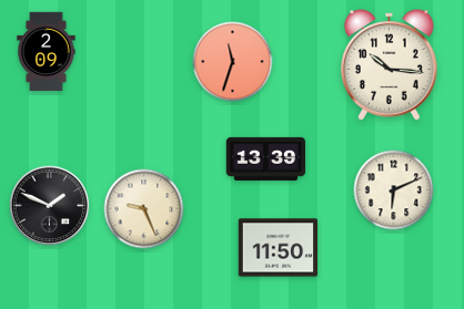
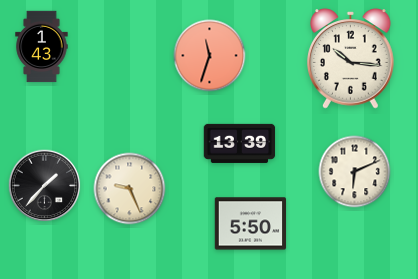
clock at (47, 52): 2:09 -> 1:43
clock at (50, 206): 1:49 -> 1:37
clock at (279, 248): 11:50 -> 5:50
